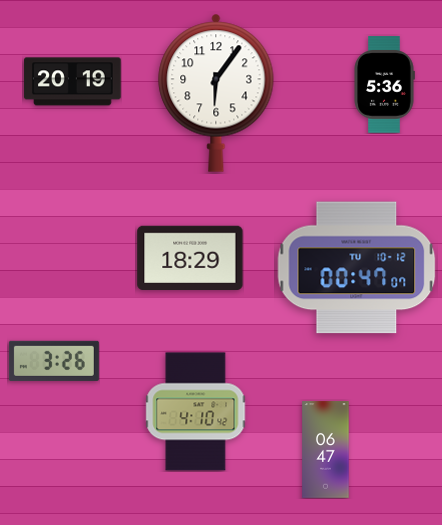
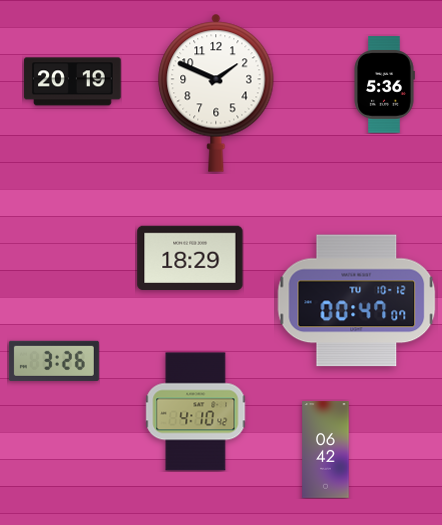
clock at (216, 93): 6:06 -> 1:49
clock at (357, 268) position: (357, 268) -> (357, 301)
clock at (326, 450): 06:47 -> 06:42
